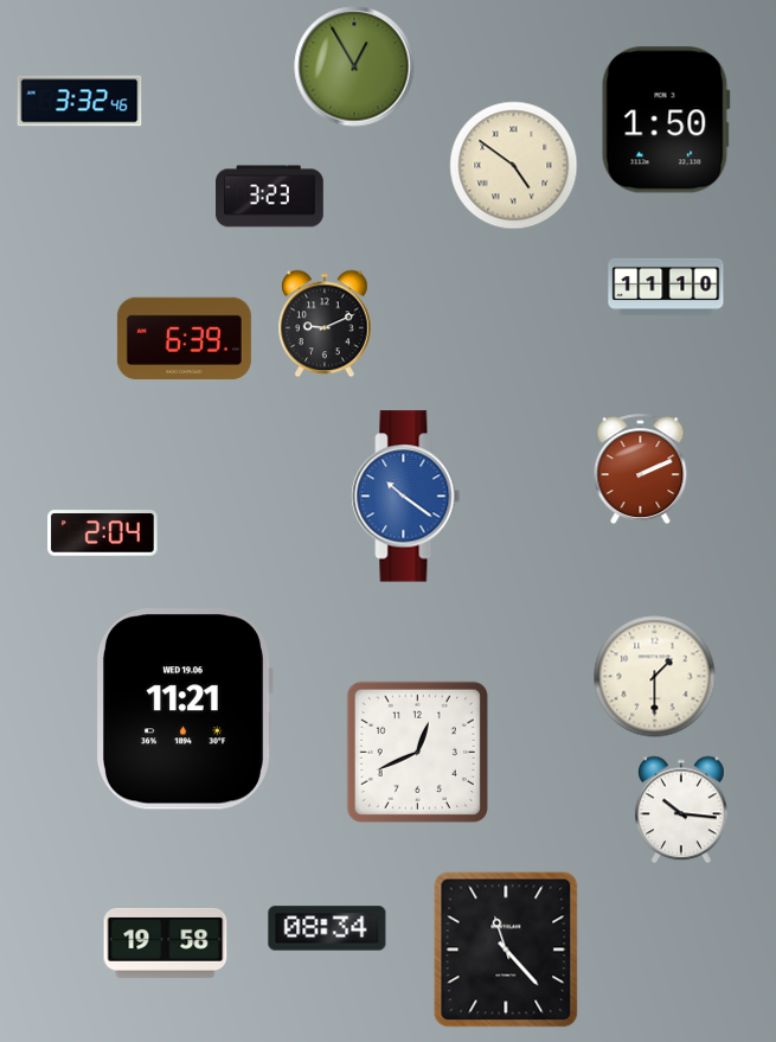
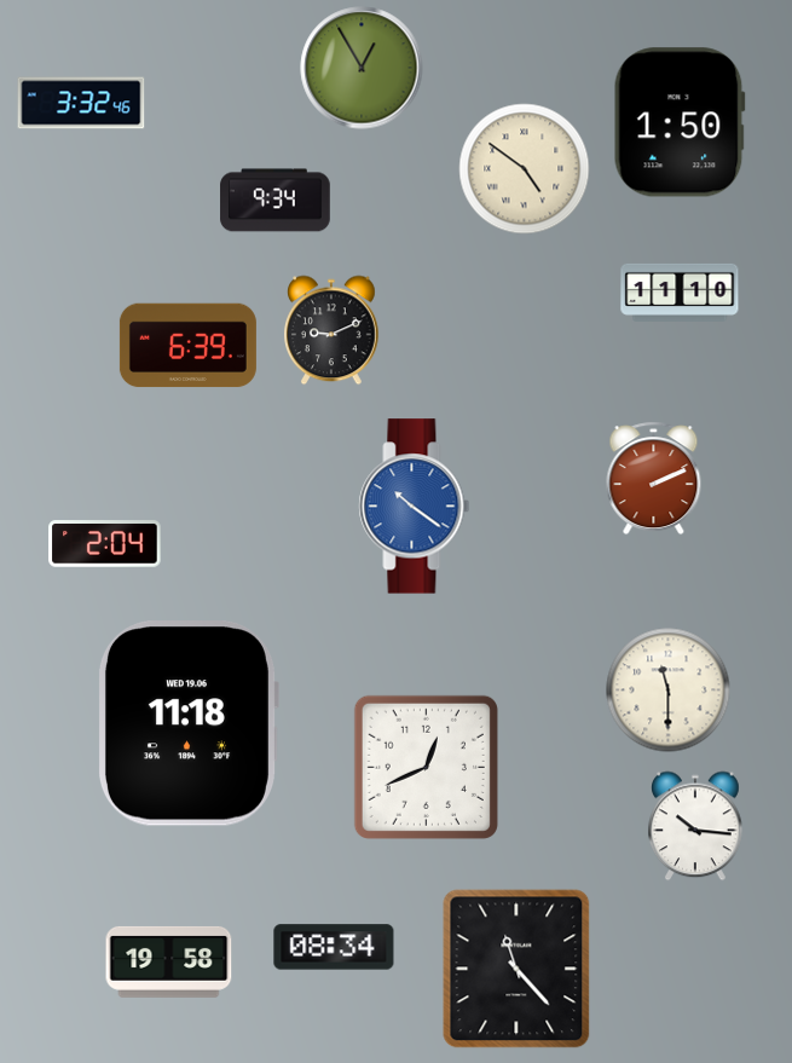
clock at (270, 197): 3:23 -> 9:34
clock at (655, 677): 1:30 -> 11:30
clock at (184, 710): 11:21 -> 11:18
